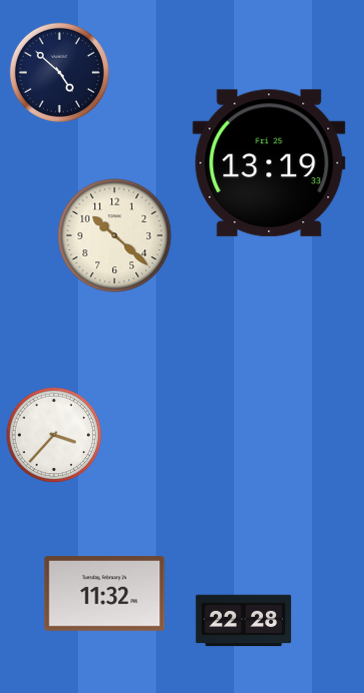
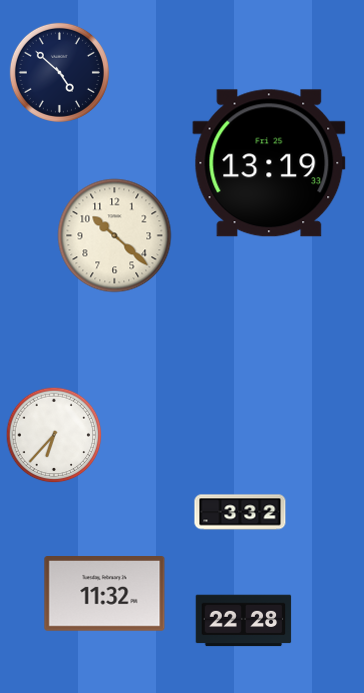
clock at (54, 435): 3:37 -> 6:37
clock at (240, 512): none -> 3:32
